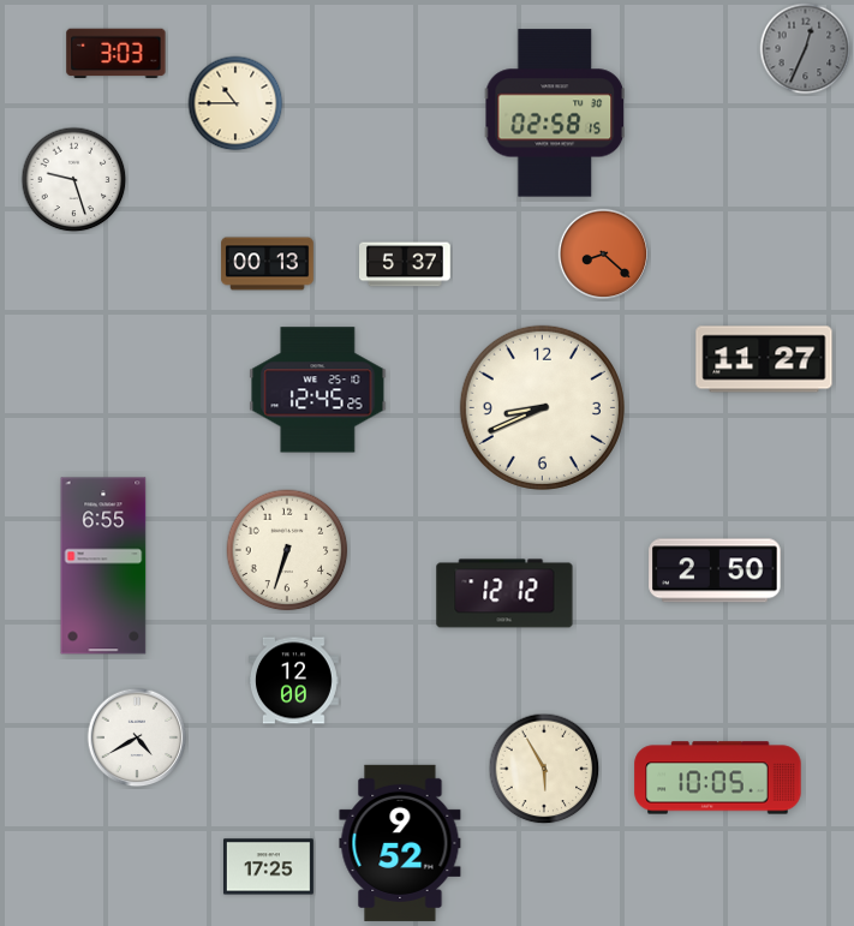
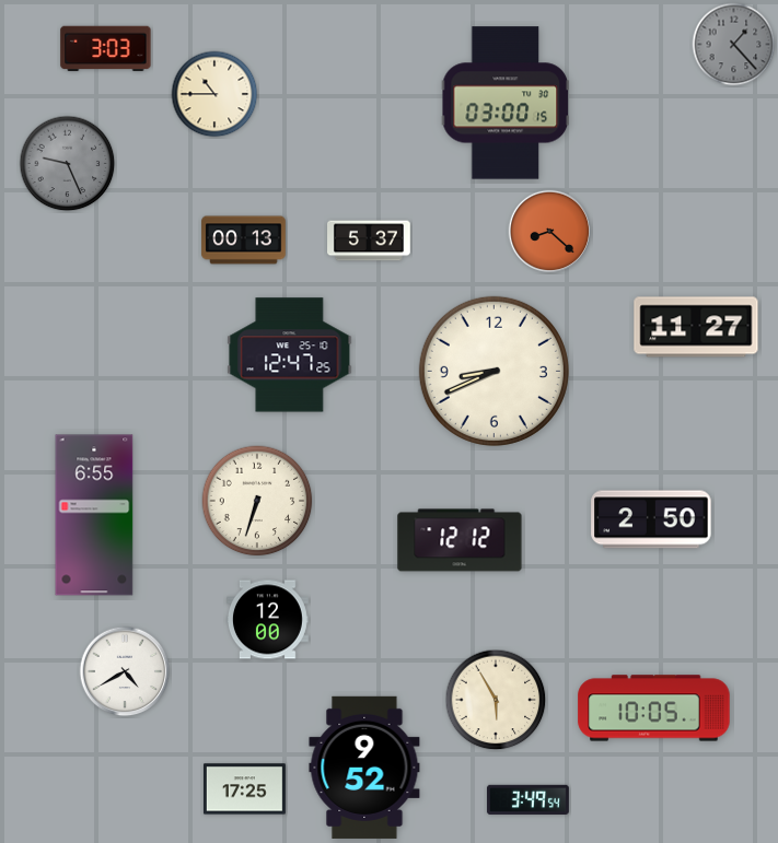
clock at (806, 49): 12:34 -> 1:23
clock at (555, 113): 02:58 -> 03:00
clock at (74, 180): 9:27 -> 9:26
clock at (74, 180) dial: white -> grey
clock at (318, 390): 12:45 -> 12:47
clock at (287, 550) position: (287, 550) -> (257, 501)
clock at (527, 799): none -> 3:49
